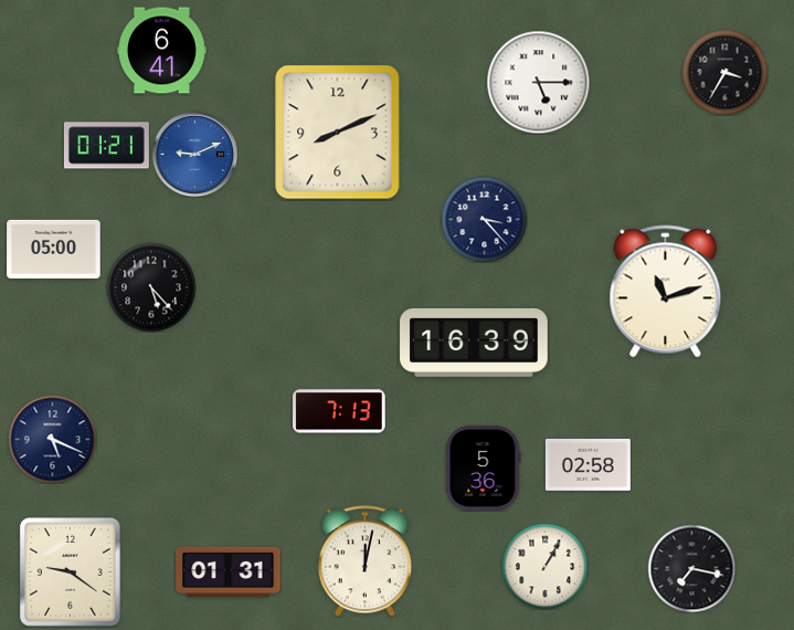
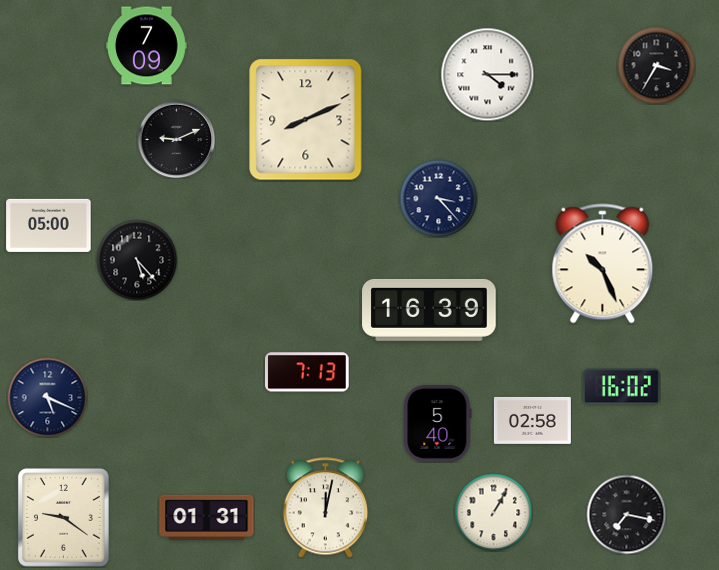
clock at (162, 51): 6:41 -> 7:09
clock at (538, 82): 5:15 -> 4:15
clock at (106, 146): 01:21 -> none
clock at (194, 154) dial: blue -> black
clock at (666, 292): 11:12 -> 10:26
clock at (621, 387): none -> 16:02
clock at (484, 468): 5:36 -> 5:40
clock at (364, 561) position: (364, 561) -> (325, 508)
